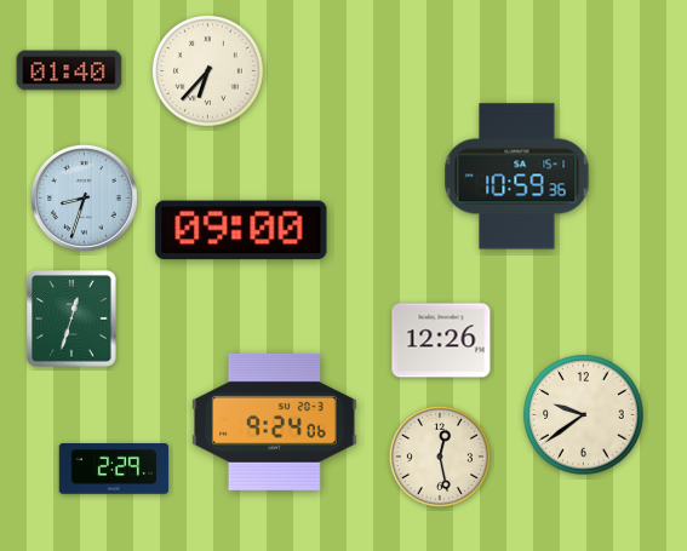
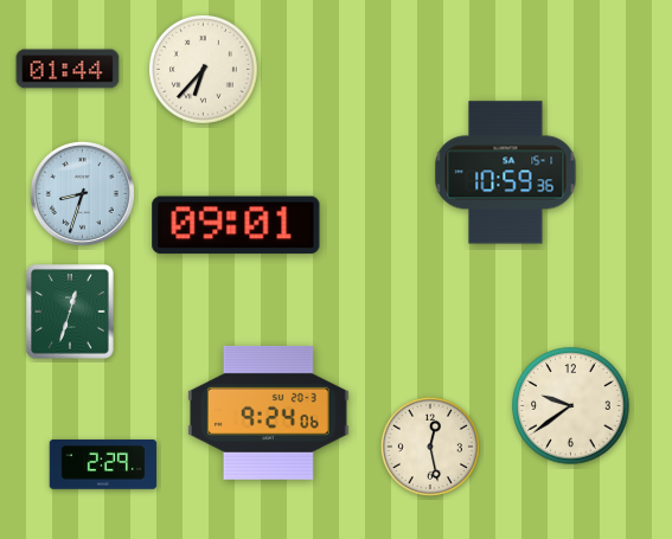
clock at (69, 70): 01:40 -> 01:44
clock at (241, 230): 09:00 -> 09:01
clock at (441, 340): 12:26 -> none
clock at (114, 469) position: (114, 469) -> (103, 464)
